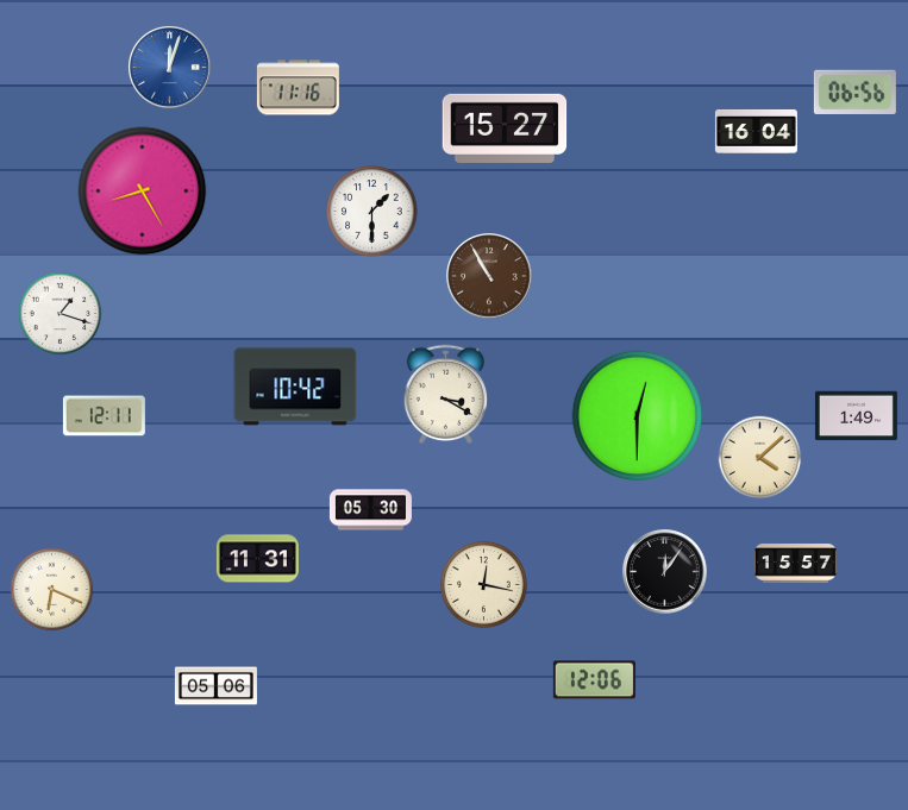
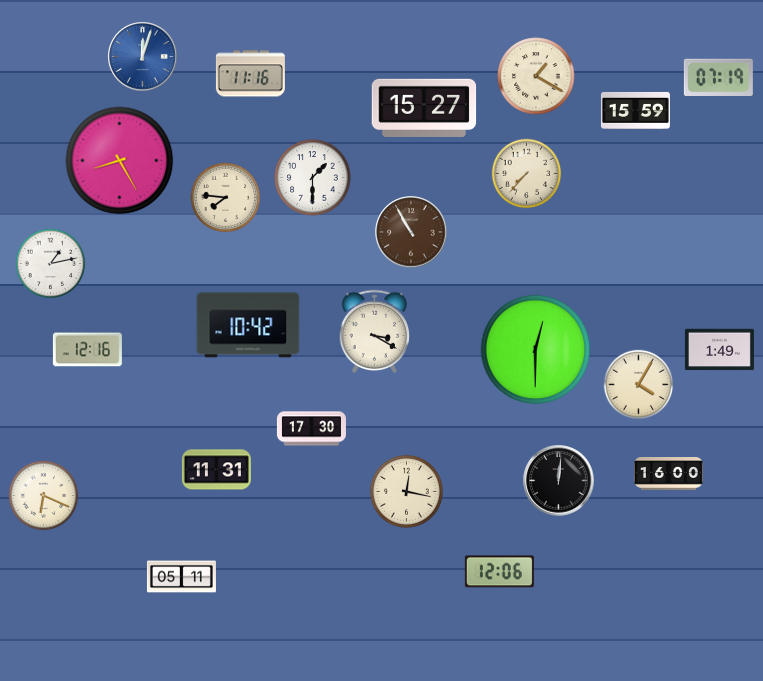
clock at (536, 76): none -> 1:20
clock at (854, 92): 06:56 -> 07:19
clock at (756, 131): 16:04 -> 15:59
clock at (527, 174): none -> 7:37
clock at (226, 198): none -> 7:46
clock at (61, 314): 1:18 -> 1:13
clock at (104, 416): 12:11 -> 12:16
clock at (760, 458): 4:08 -> 4:05
clock at (370, 510): 05:30 -> 17:30
clock at (795, 564): 15:57 -> 16:00
clock at (665, 572): 12:06 -> 12:01
clock at (215, 686): 05:06 -> 05:11
